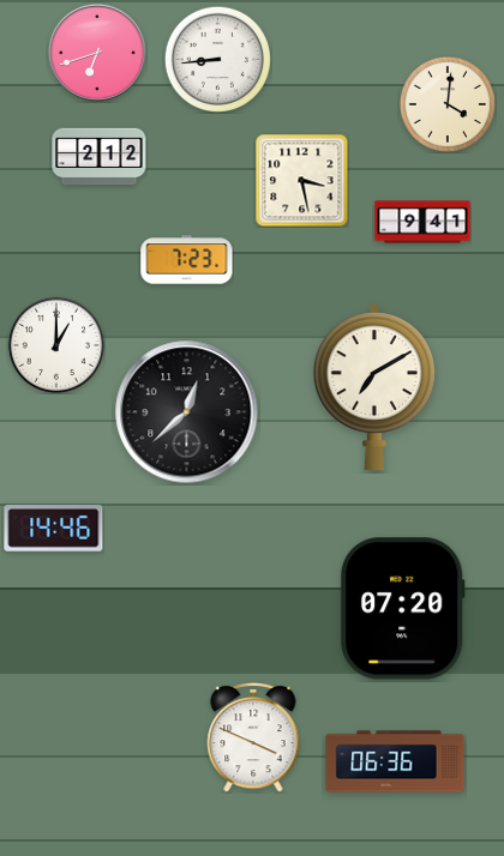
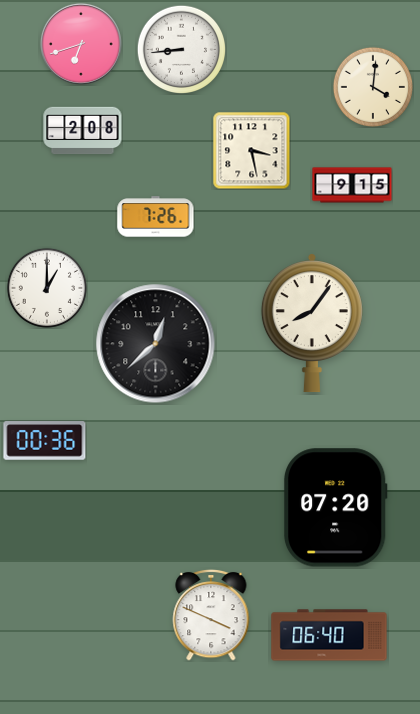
clock at (100, 157): 2:12 -> 2:08
clock at (422, 222): 9:41 -> 9:15
clock at (187, 260): 7:23 -> 7:26
clock at (374, 387): 7:10 -> 8:06
clock at (54, 529): 14:46 -> 00:36
clock at (395, 761): 06:36 -> 06:40
